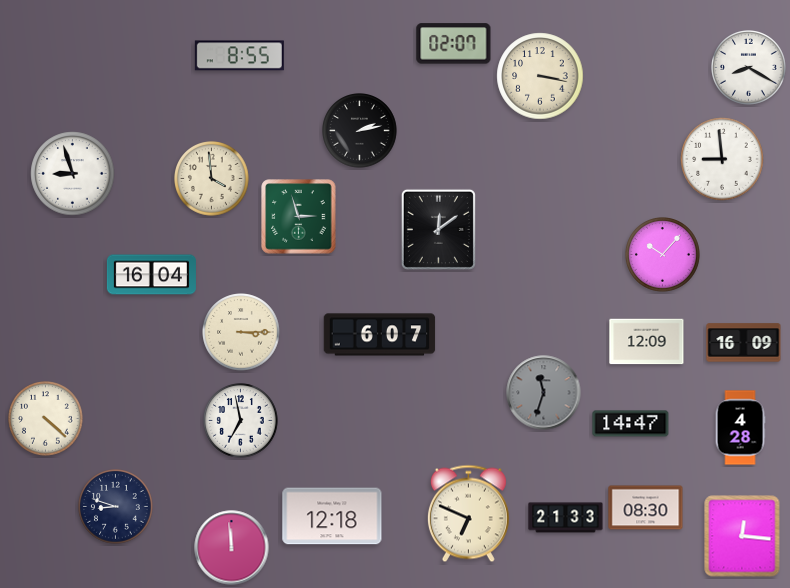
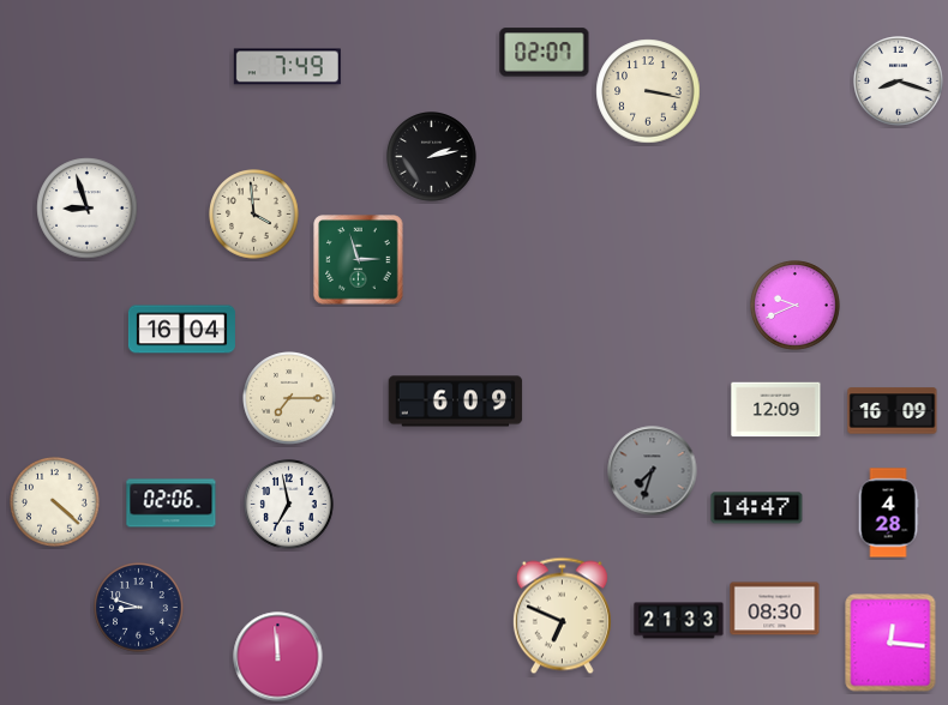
clock at (239, 56): 8:55 -> 7:49
clock at (749, 68): 8:20 -> 8:18
clock at (722, 159): 8:59 -> none
clock at (438, 229): 12:09 -> none
clock at (663, 255): 10:07 -> 9:41
clock at (241, 332): 3:15 -> 7:15
clock at (380, 335): 6:07 -> 6:09
clock at (544, 393): 11:33 -> 7:33
clock at (172, 504): none -> 02:06
clock at (332, 516): 12:18 -> none
